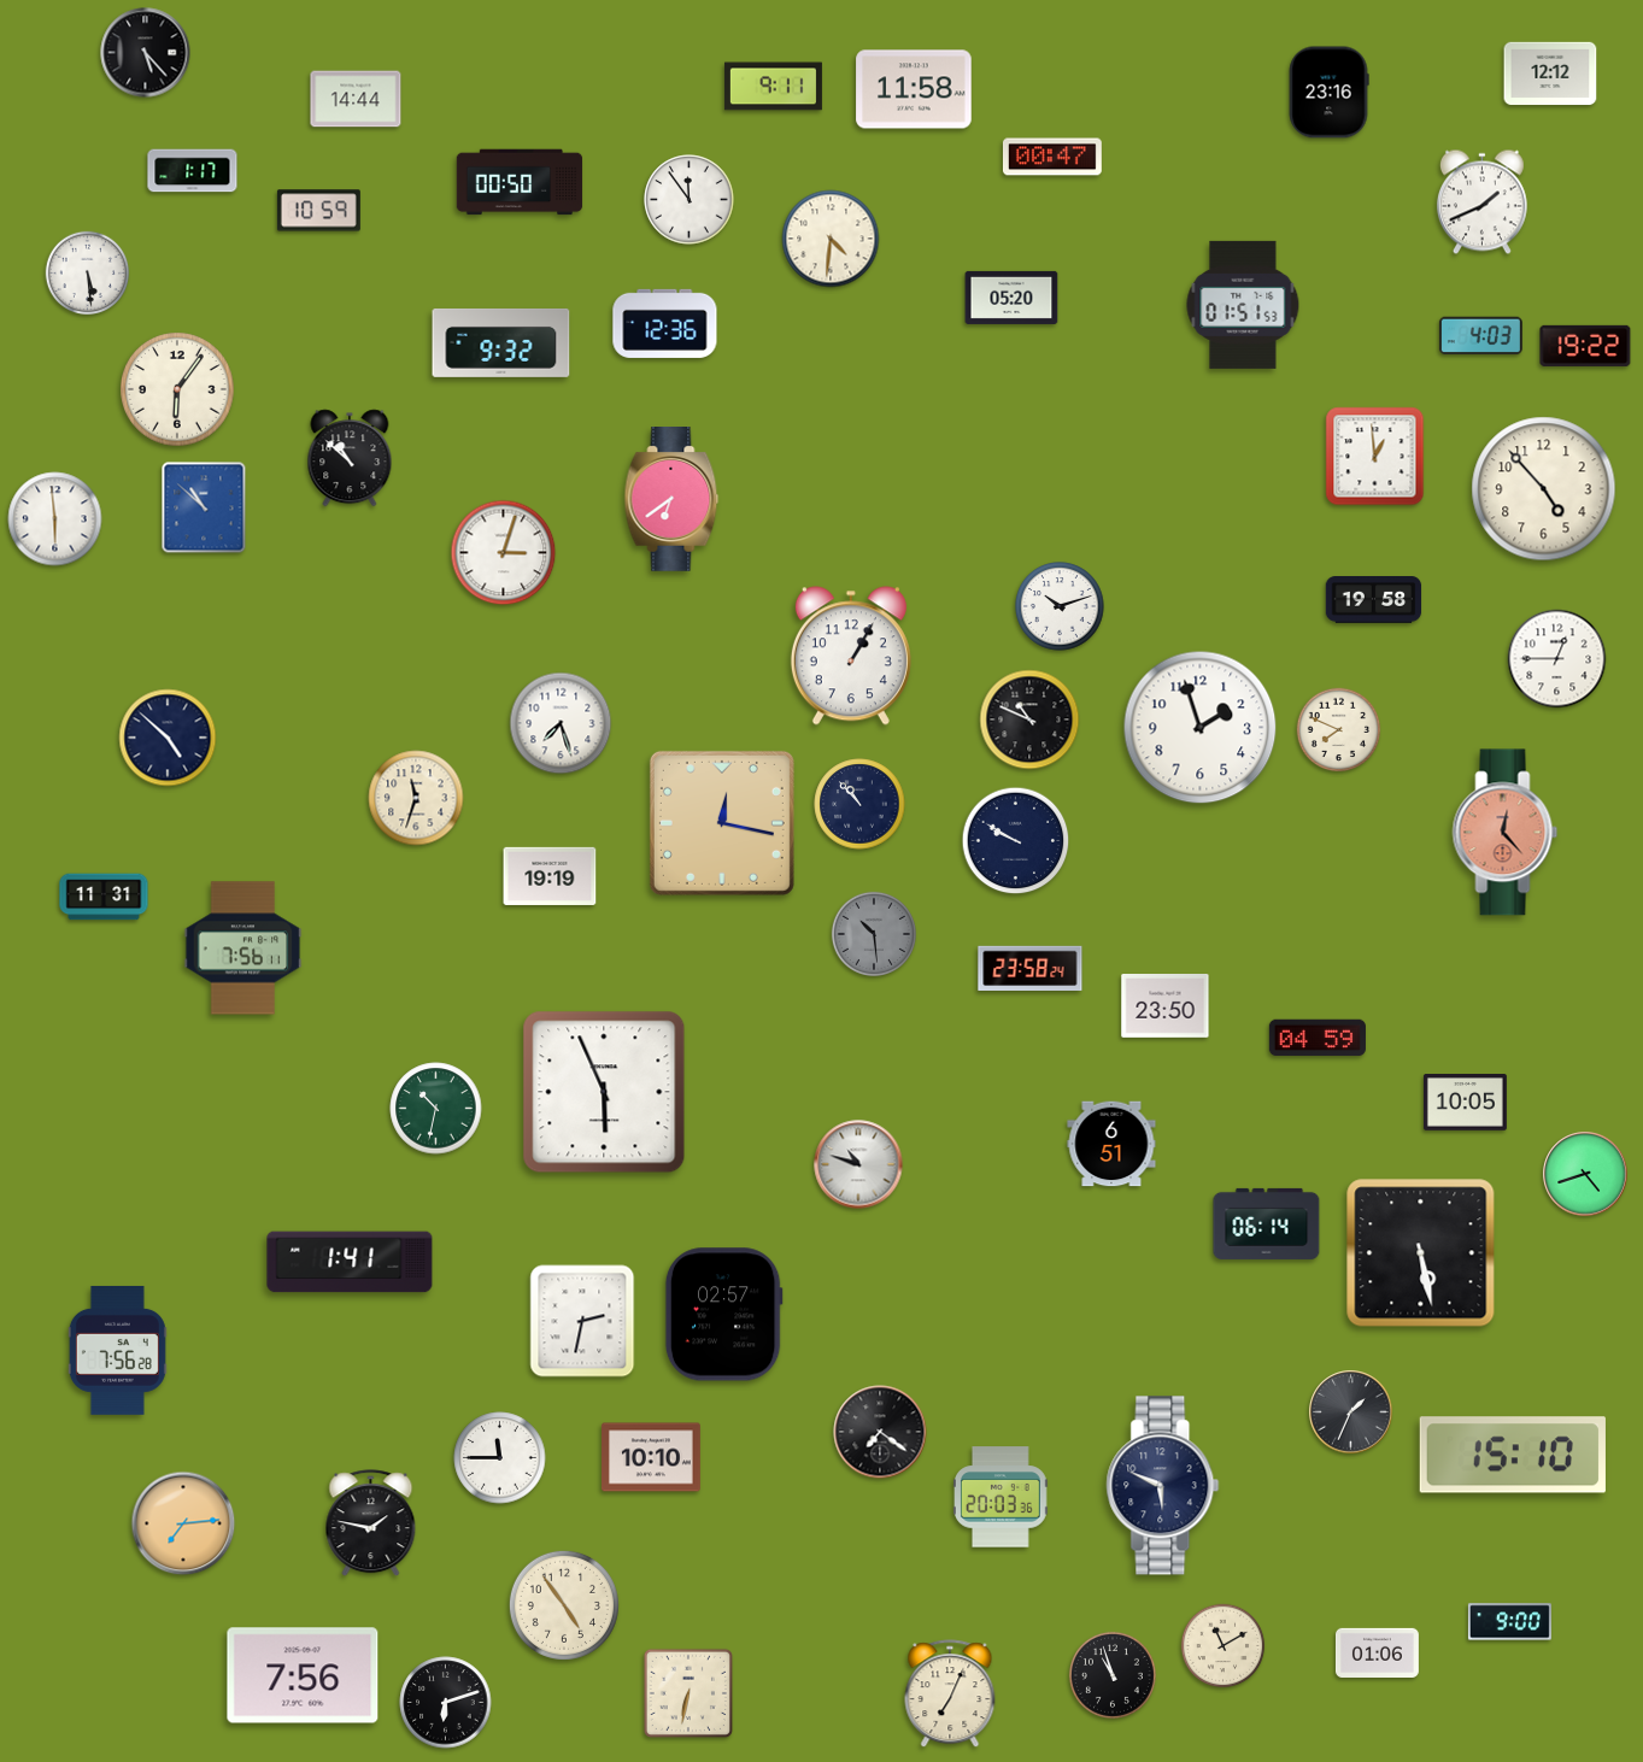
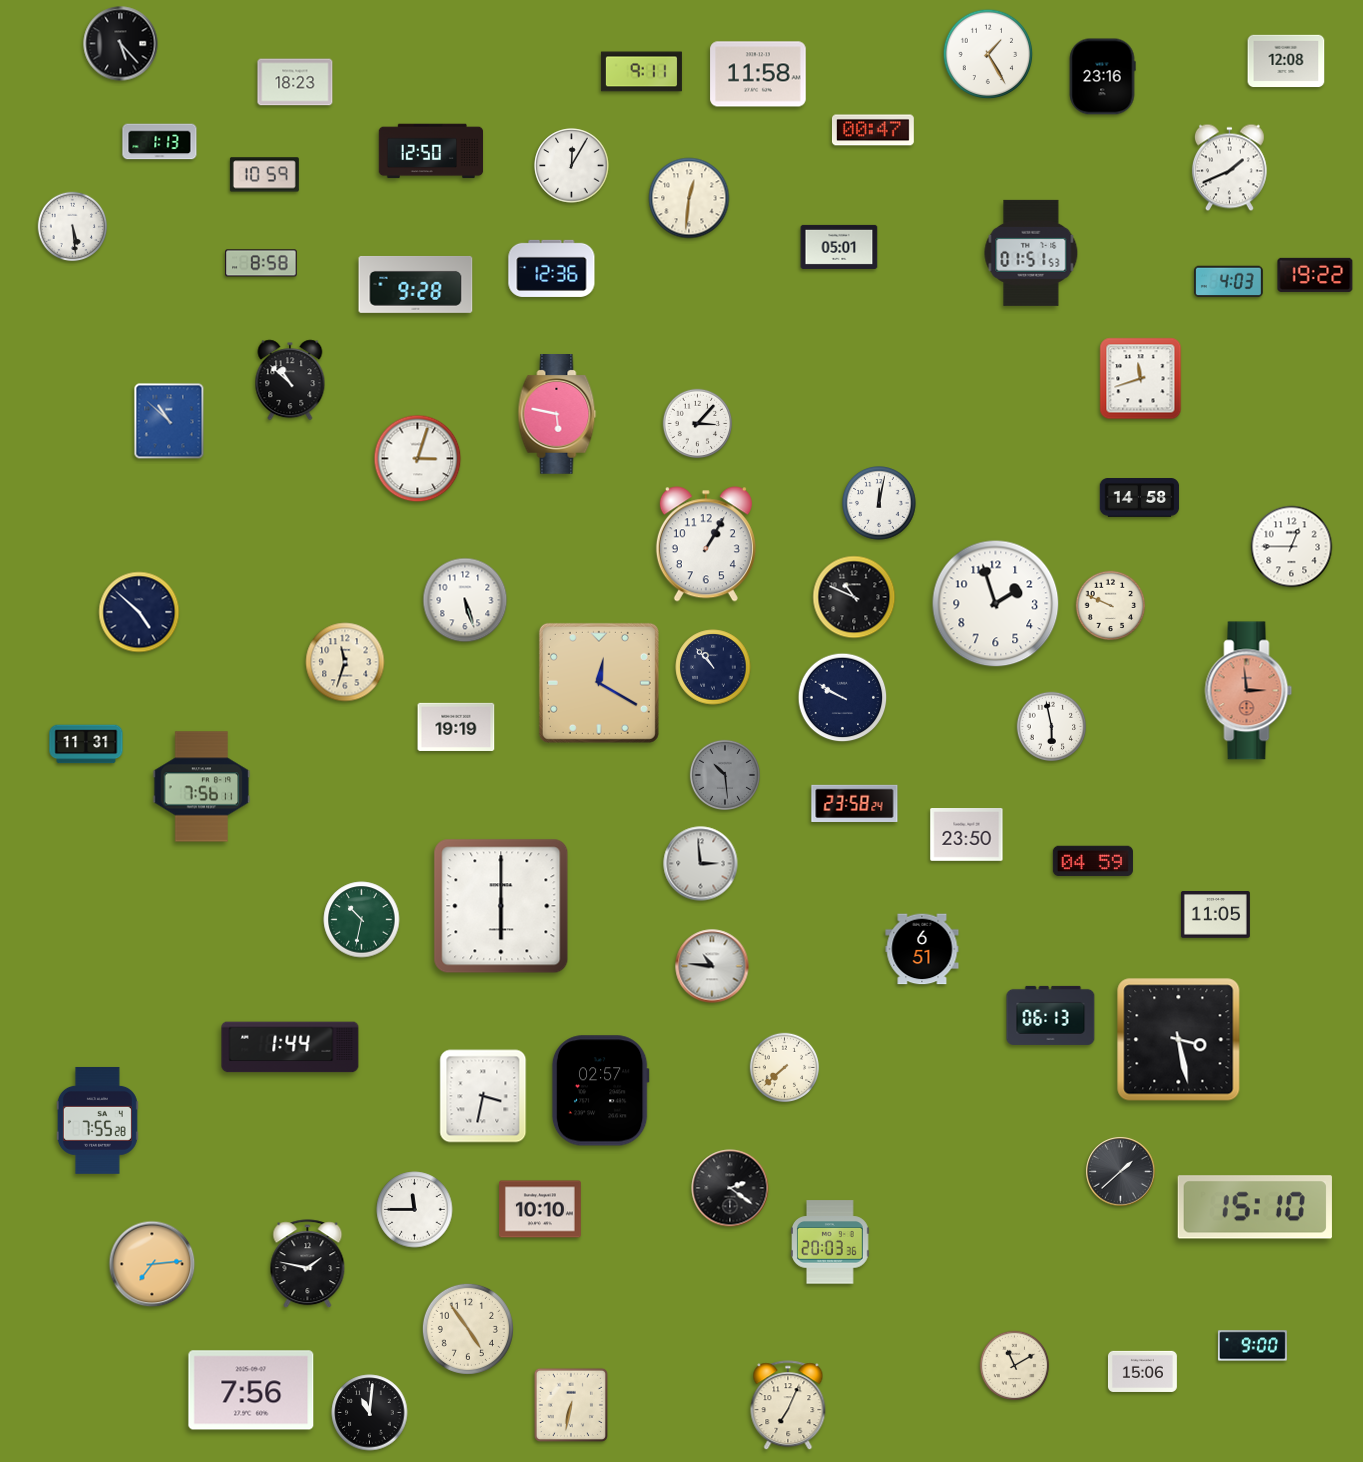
clock at (988, 54): none -> 1:25
clock at (1550, 74): 12:12 -> 12:08
clock at (356, 99): 14:44 -> 18:23
clock at (193, 171): 1:17 -> 1:13
clock at (520, 182): 00:50 -> 12:50
clock at (690, 200): 11:54 -> 12:05
clock at (831, 239): 4:31 -> 12:31
clock at (1011, 298): 05:20 -> 05:01
clock at (261, 263): none -> 8:58
clock at (1480, 336) position: (1480, 336) -> (1228, 282)
clock at (501, 342): 9:32 -> 9:28
clock at (1585, 346) position: (1585, 346) -> (1315, 275)
clock at (177, 389): 6:06 -> none
clock at (1375, 457): 12:59 -> 11:42
clock at (1544, 489): 4:53 -> none
clock at (671, 500): 6:39 -> 5:47
clock at (698, 424): none -> 3:07
clock at (55, 519): 5:59 -> none
clock at (1374, 600): 19:58 -> 14:58
clock at (1060, 606): 10:12 -> 12:02
clock at (561, 723): 7:27 -> 5:27
clock at (1339, 730): 7:49 -> 9:49
clock at (722, 823): 12:17 -> 12:20
clock at (1506, 833): 12:23 -> 2:59
clock at (1052, 727): none -> 5:58
clock at (701, 864): none -> 2:59
clock at (604, 1092): 5:56 -> 6:00
clock at (1465, 1103): 10:05 -> 11:05
clock at (858, 1164): 10:48 -> 10:46
clock at (1585, 1174): 4:42 -> none
clock at (1267, 1223): 06:14 -> 06:13
clock at (1421, 1253): 5:28 -> 3:28
clock at (350, 1262): 1:41 -> 1:44
clock at (785, 1068): none -> 7:38
clock at (582, 1321): 2:32 -> 3:32
clock at (117, 1350): 7:56 -> 7:55
clock at (1351, 1412): 1:34 -> 1:38
clock at (880, 1432): 7:21 -> 2:21
clock at (1163, 1486): 5:49 -> none
clock at (564, 1605) position: (564, 1605) -> (468, 1329)
clock at (1377, 1652): 01:06 -> 15:06
clock at (1113, 1675): 10:57 -> none
clock at (446, 1703): 6:12 -> 11:01
